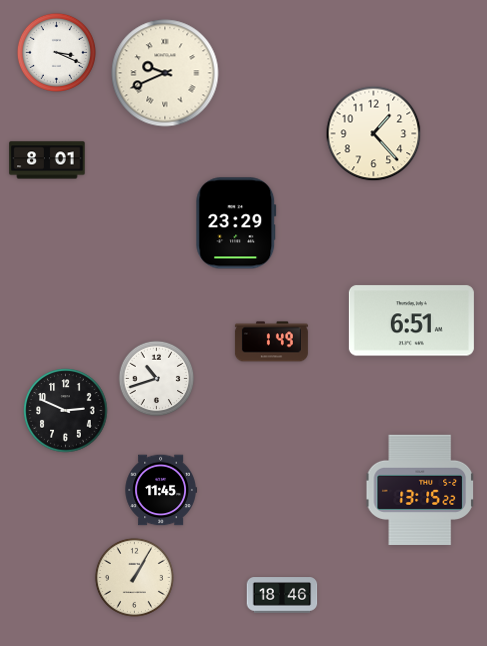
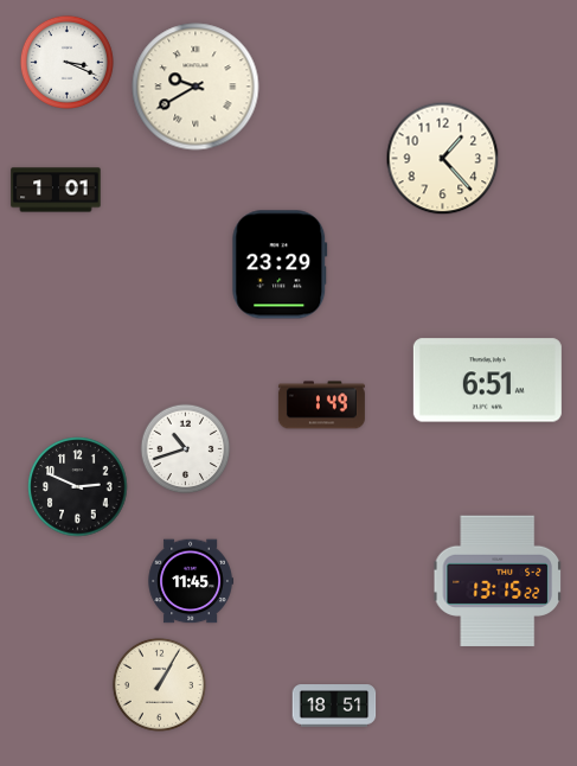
clock at (165, 73): 9:41 -> 9:40
clock at (47, 160): 8:01 -> 1:01
clock at (282, 595): 18:46 -> 18:51
